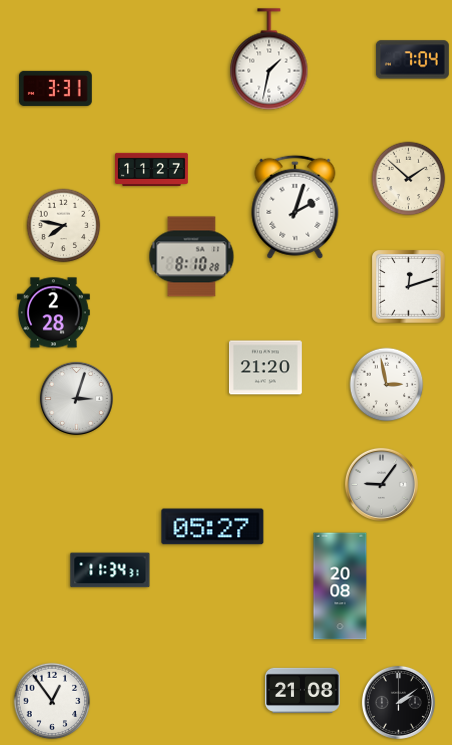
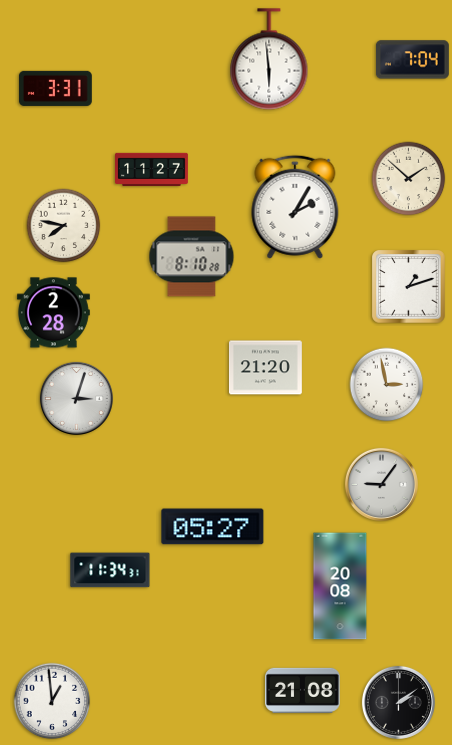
clock at (269, 59): 1:32 -> 5:59
clock at (295, 207): 2:03 -> 2:05
clock at (409, 287): 12:12 -> 1:12
clock at (52, 701): 12:54 -> 12:59
